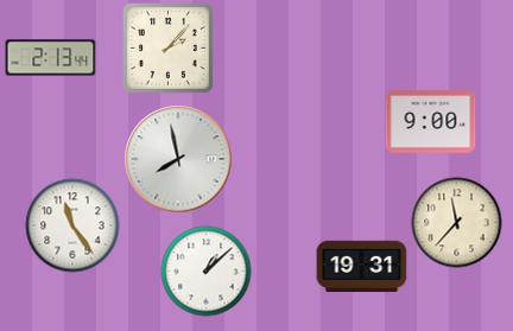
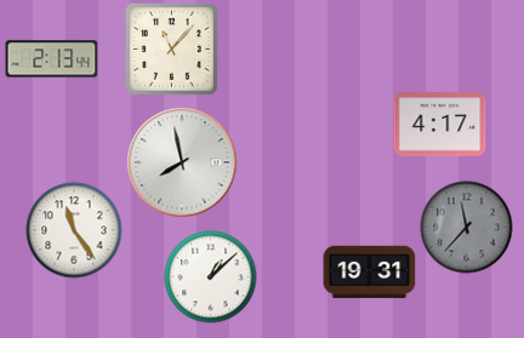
clock at (167, 47): 2:07 -> 11:07
clock at (431, 122): 9:00 -> 4:17
clock at (457, 223) dial: cream -> grey
